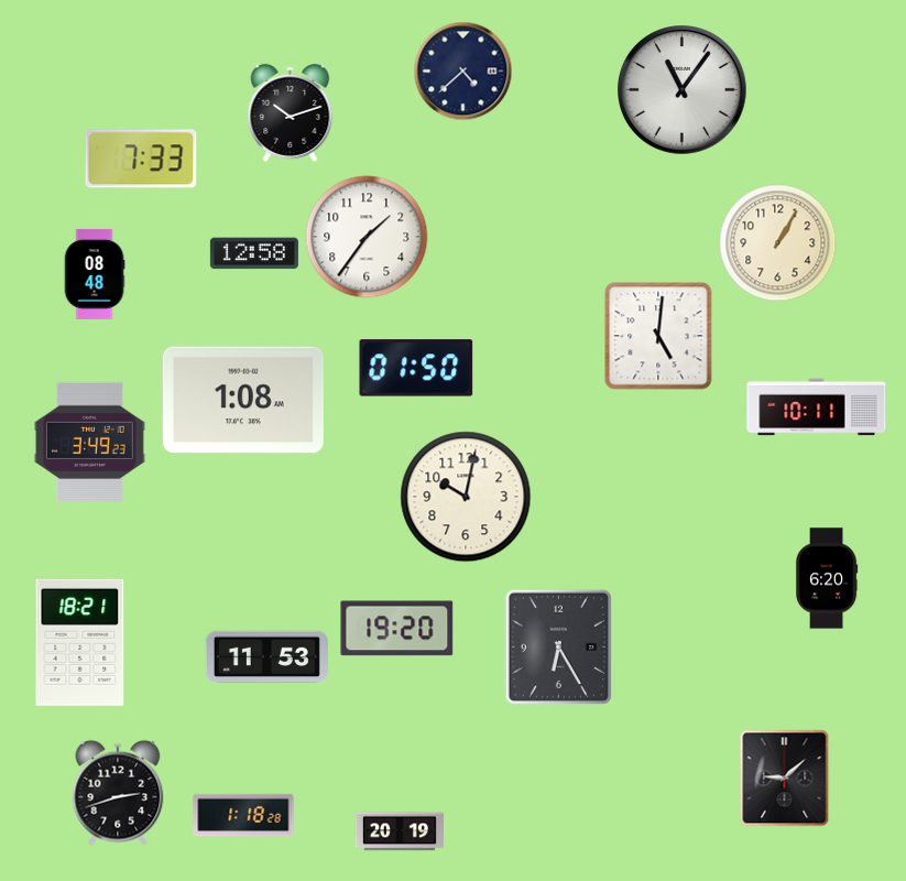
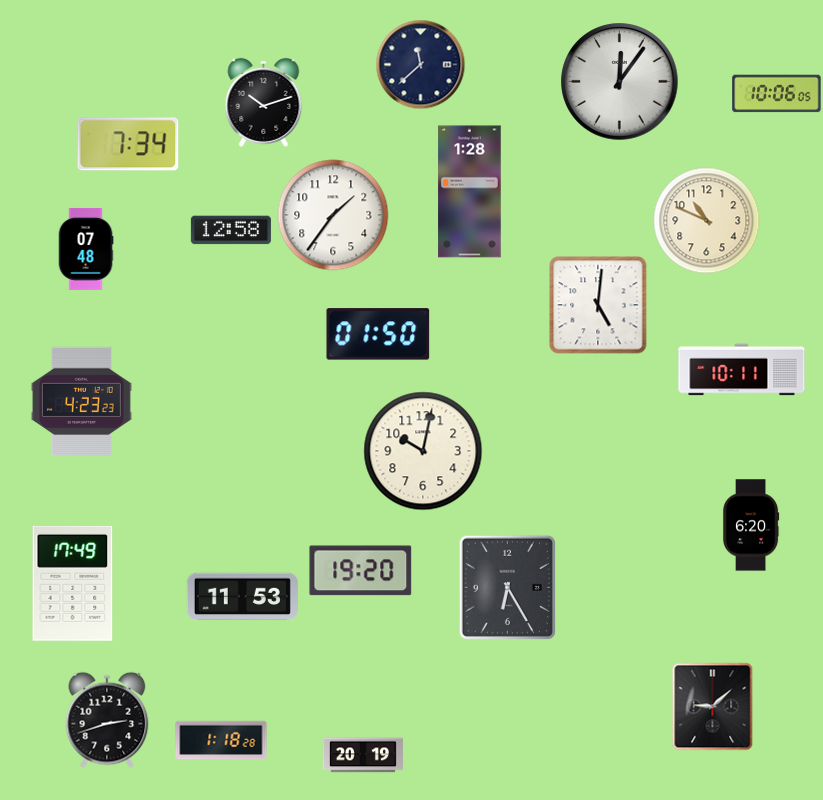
clock at (463, 72): 4:38 -> 11:38
clock at (683, 90): 11:06 -> 12:06
clock at (777, 94): none -> 10:06
clock at (141, 159): 7:33 -> 7:34
clock at (470, 192): none -> 1:28
clock at (778, 243): 1:05 -> 10:49
clock at (95, 274): 08:48 -> 07:48
clock at (243, 400): 1:08 -> none
clock at (89, 443): 3:49 -> 4:23
clock at (80, 642): 18:21 -> 17:49
